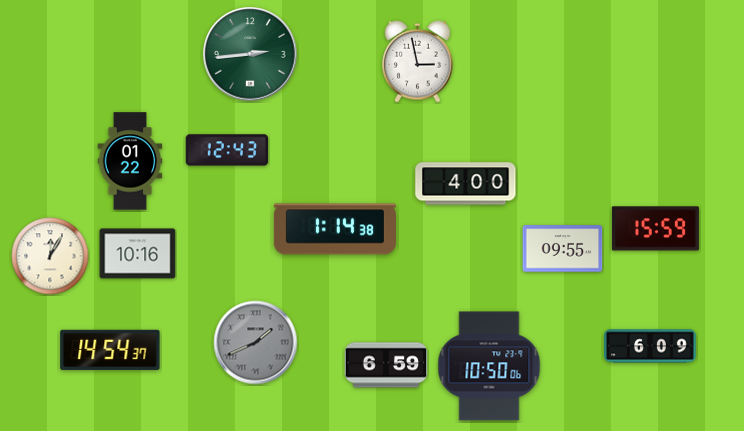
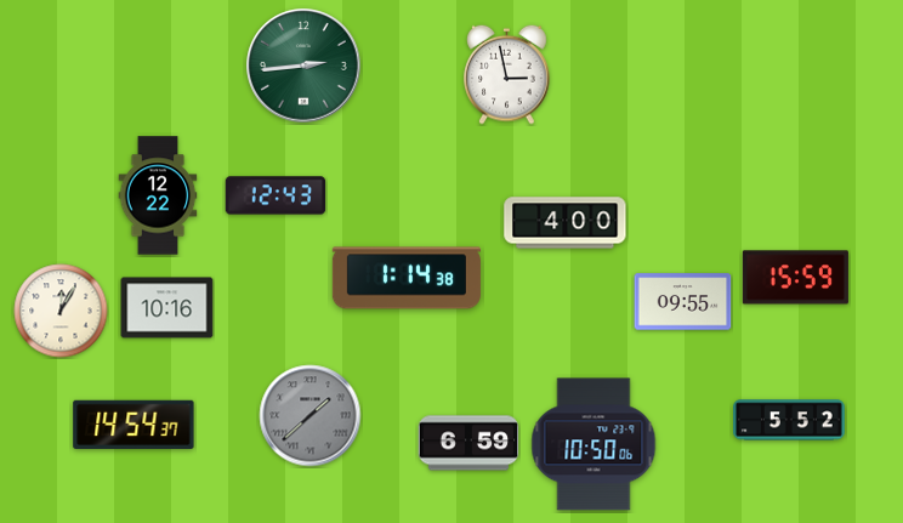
clock at (227, 150) position: (227, 150) -> (276, 195)
clock at (130, 161): 01:22 -> 12:22
clock at (256, 343): 1:41 -> 1:38
clock at (651, 346): 6:09 -> 5:52
